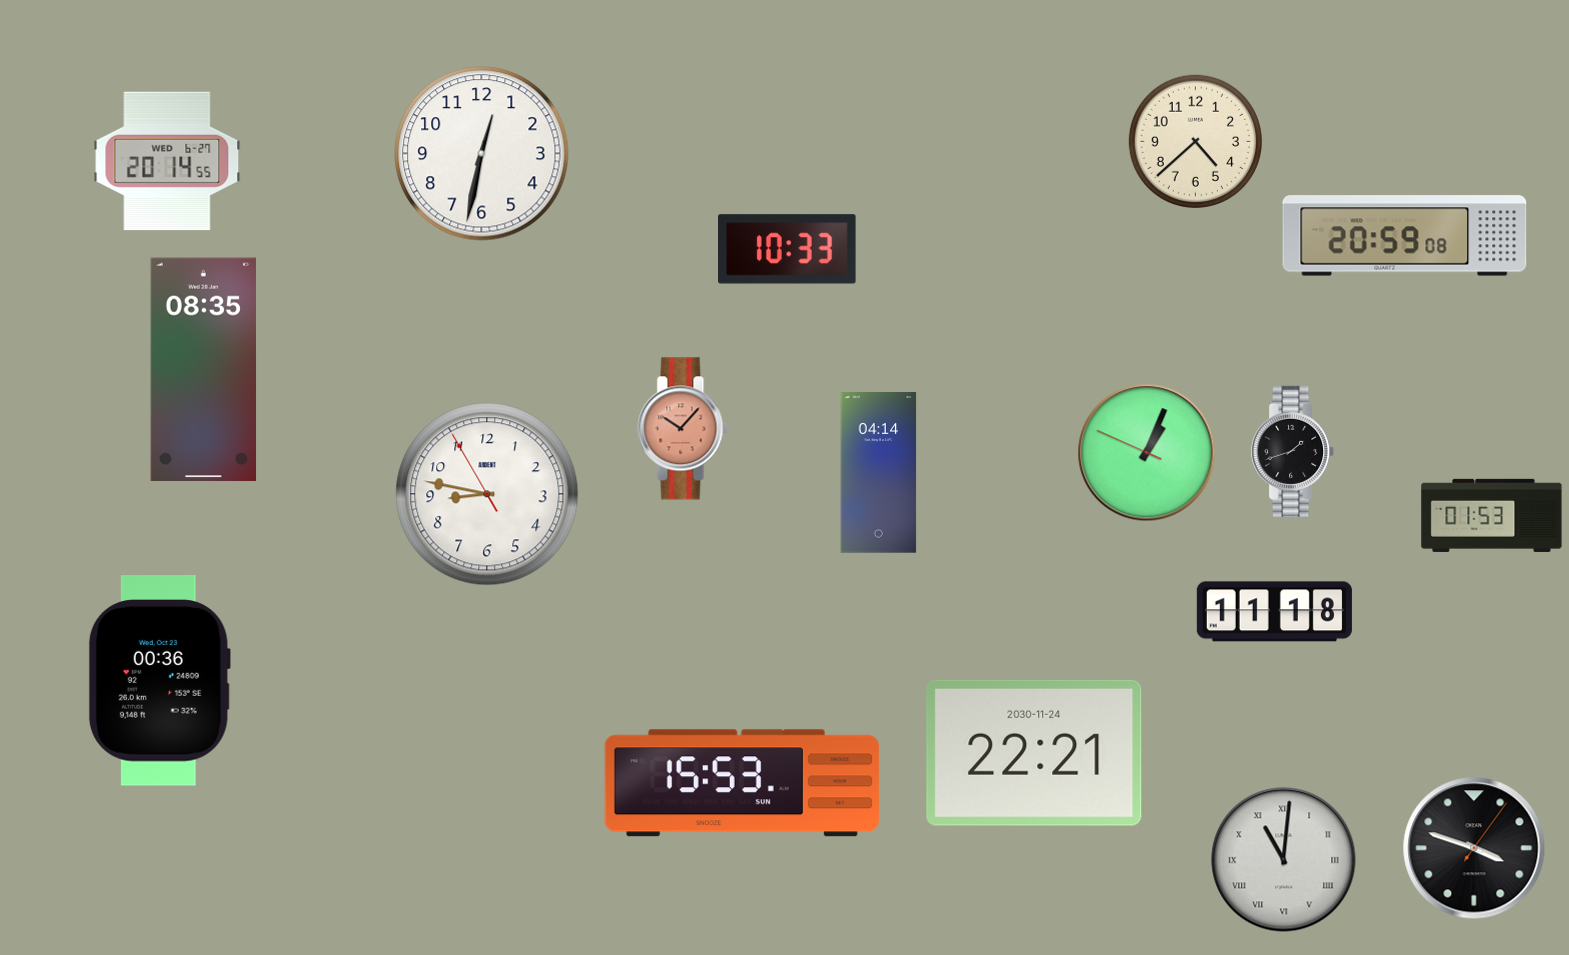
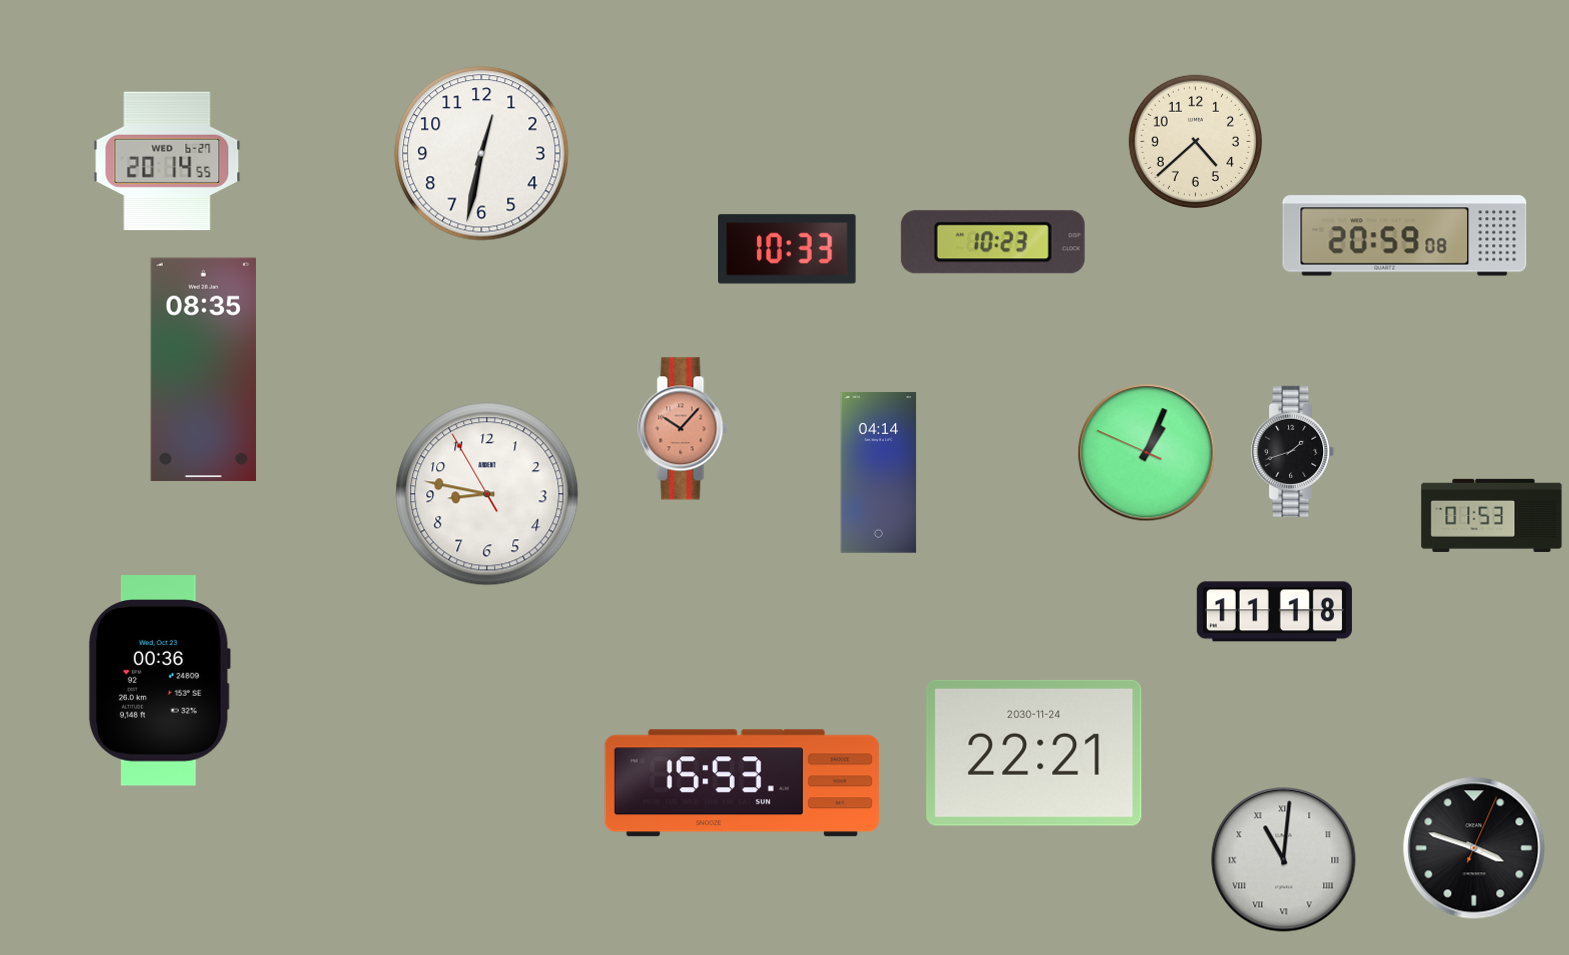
clock at (993, 242): none -> 10:23
clock at (1474, 848): 3:48:06 -> 3:48:04
